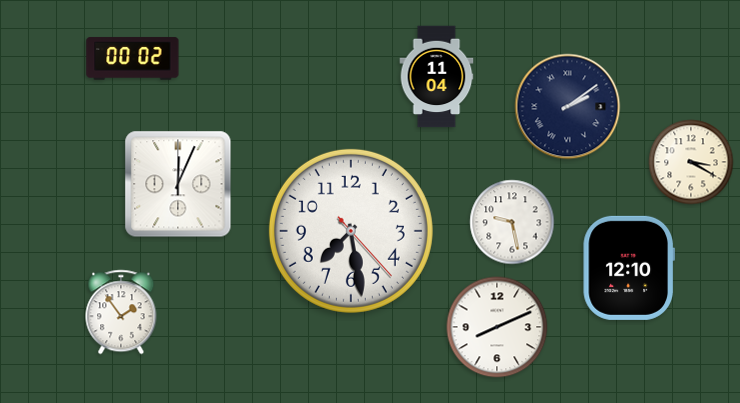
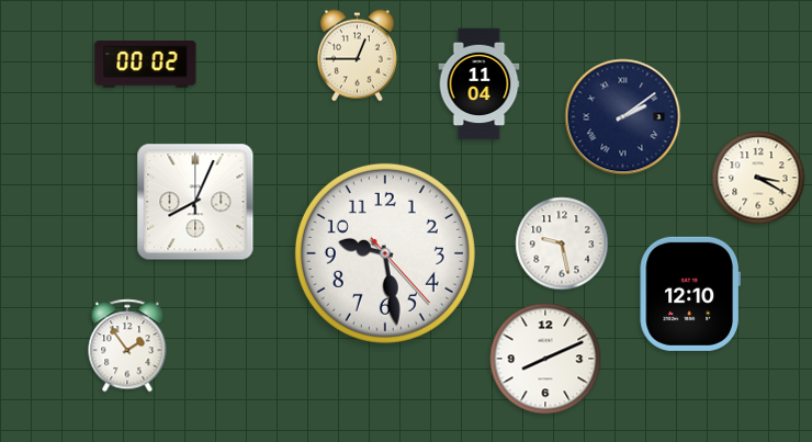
clock at (357, 56): none -> 12:45
clock at (178, 184): 12:04 -> 8:04
clock at (351, 231): 7:28 -> 9:28
clock at (121, 312) position: (121, 312) -> (127, 345)
